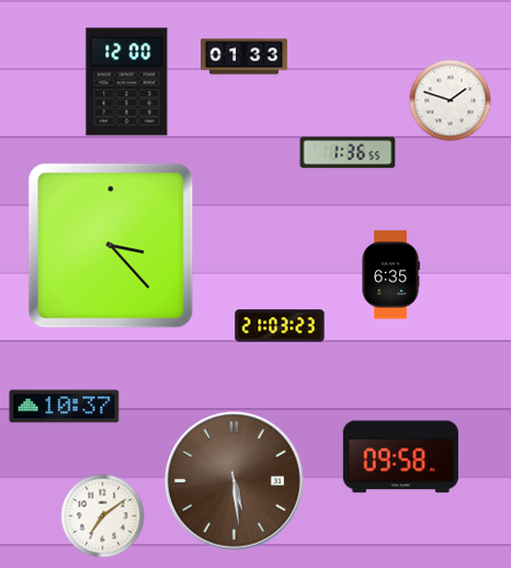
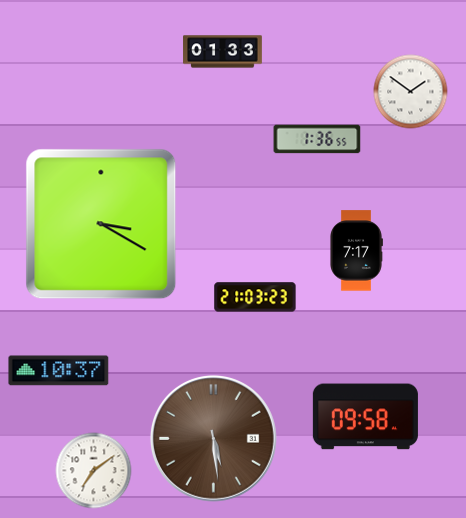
clock at (127, 82): 12:00 -> none
clock at (451, 101): 1:48 -> 1:51
clock at (111, 246): 3:23 -> 3:20
clock at (391, 275): 6:35 -> 7:17
